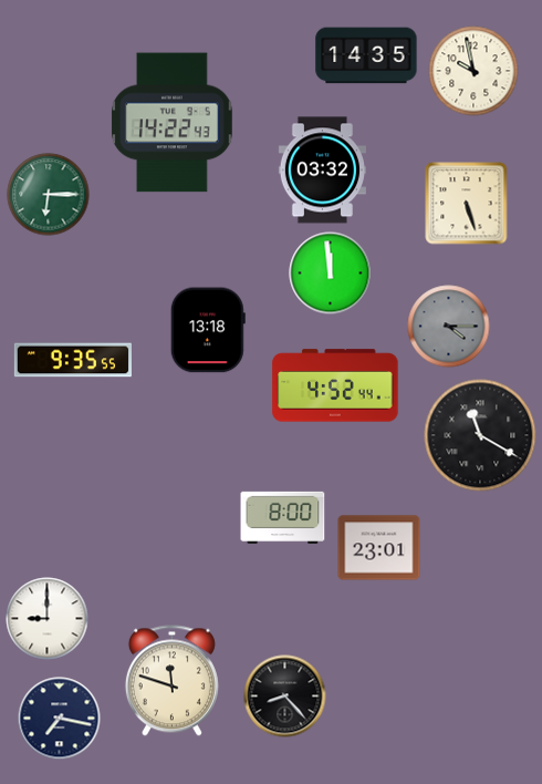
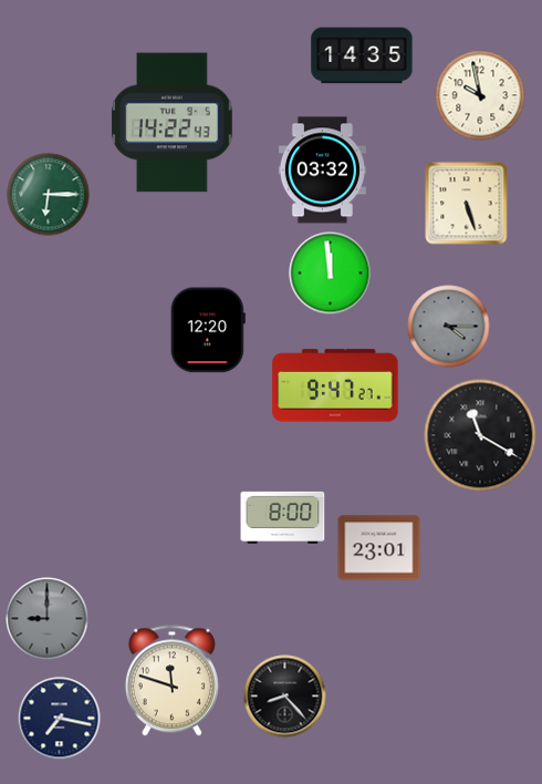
clock at (366, 55) position: (366, 55) -> (362, 55)
clock at (473, 71) position: (473, 71) -> (480, 95)
clock at (208, 330): 13:18 -> 12:20
clock at (72, 360): 9:35 -> none
clock at (335, 385): 4:52 -> 9:47
clock at (48, 619) dial: white -> grey
